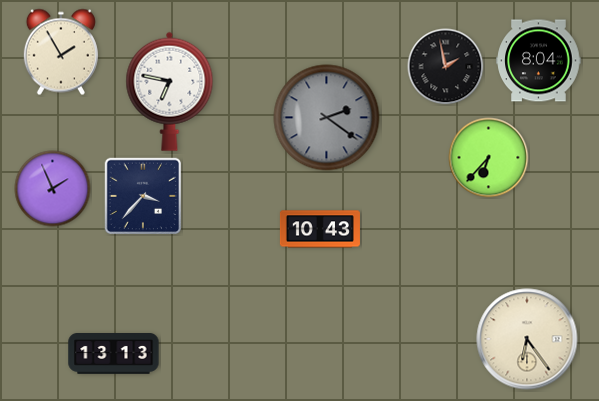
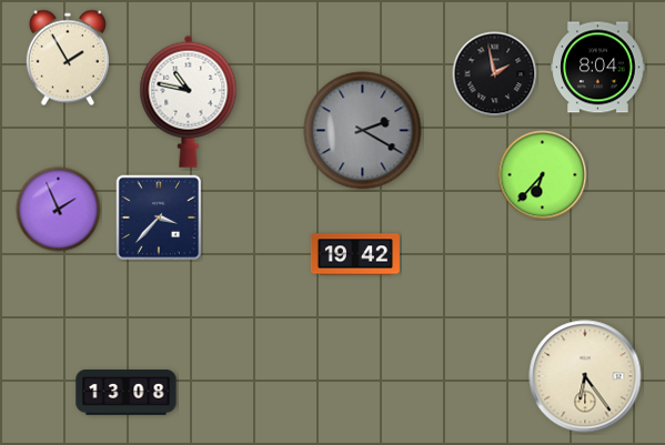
clock at (170, 91): 6:47 -> 10:47
clock at (327, 118): 2:21 -> 2:20
clock at (320, 229): 10:43 -> 19:42
clock at (114, 354): 13:13 -> 13:08
